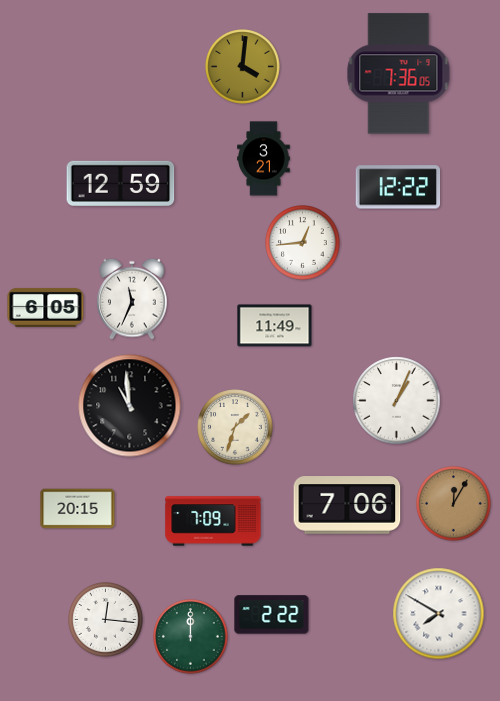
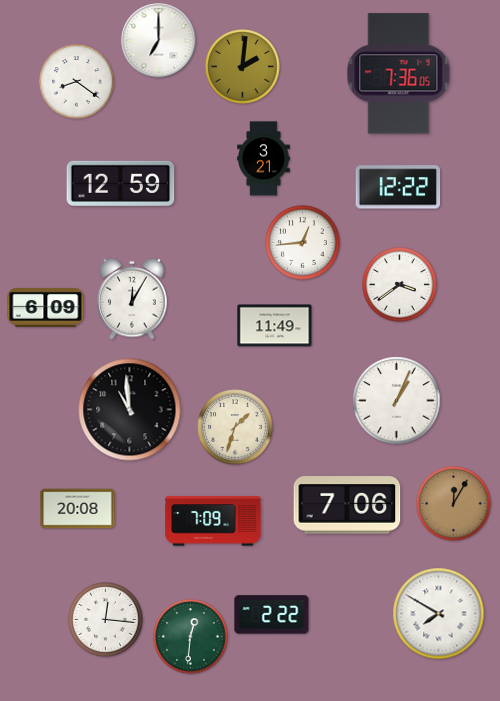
clock at (159, 41): none -> 7:00
clock at (243, 67): 4:01 -> 2:01
clock at (77, 82): none -> 8:21
clock at (400, 285): none -> 3:39
clock at (132, 299): 11:34 -> 12:05
clock at (46, 307): 6:05 -> 6:09
clock at (130, 406) position: (130, 406) -> (130, 410)
clock at (78, 509): 20:15 -> 20:08
clock at (191, 637): 12:00 -> 12:31
